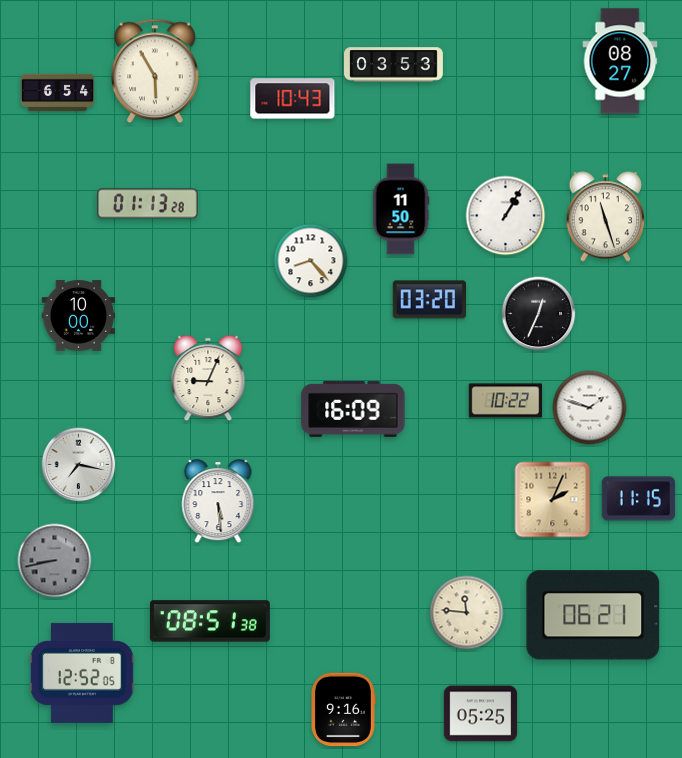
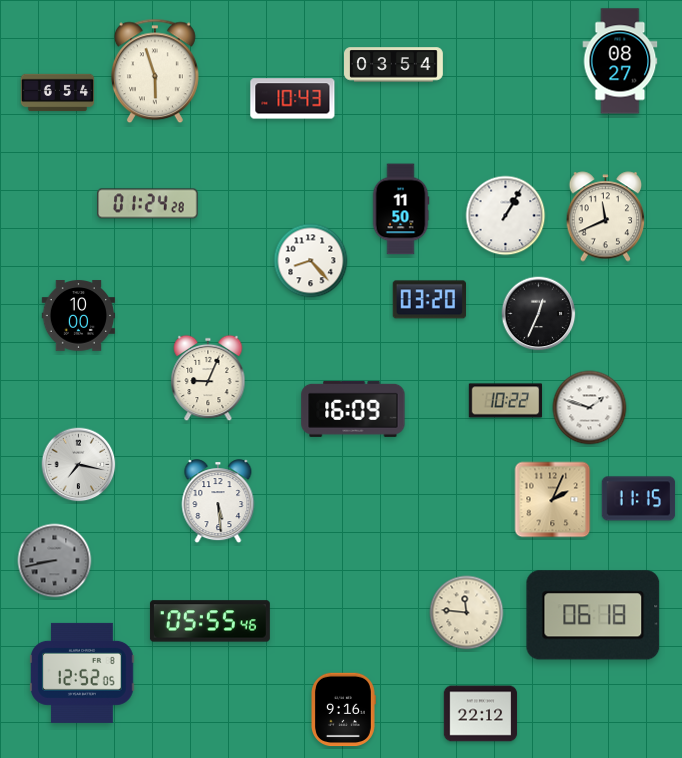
clock at (394, 65): 03:53 -> 03:54
clock at (155, 71): 5:55 -> 5:57
clock at (148, 204): 01:13 -> 01:24
clock at (606, 217): 11:27 -> 11:41
clock at (593, 615): 06:21 -> 06:18
clock at (210, 621): 08:51 -> 05:55
clock at (481, 714): 05:25 -> 22:12
